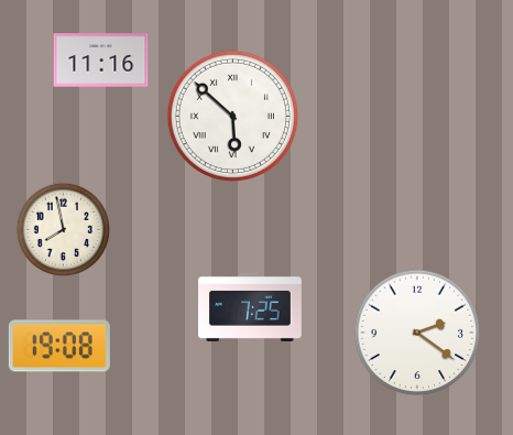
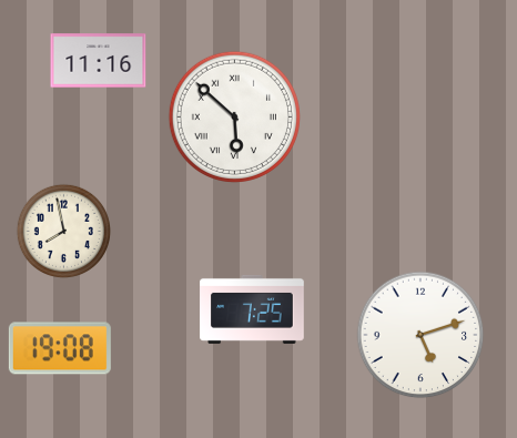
clock at (101, 61) position: (101, 61) -> (99, 61)
clock at (417, 333): 2:21 -> 5:12
